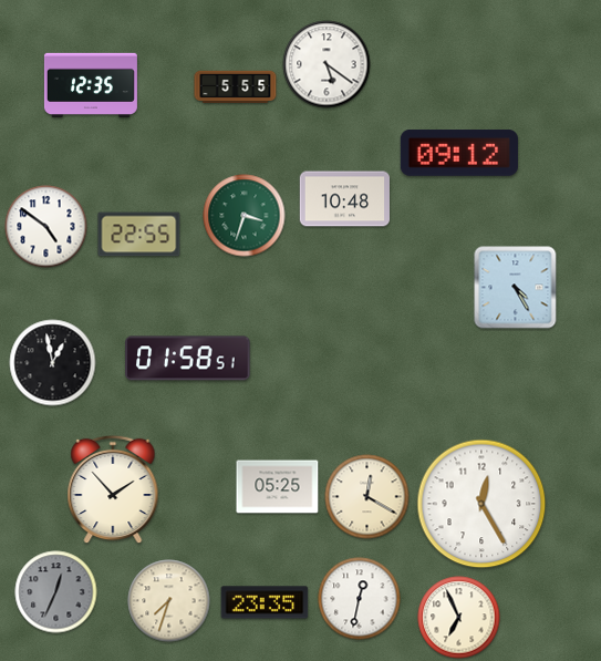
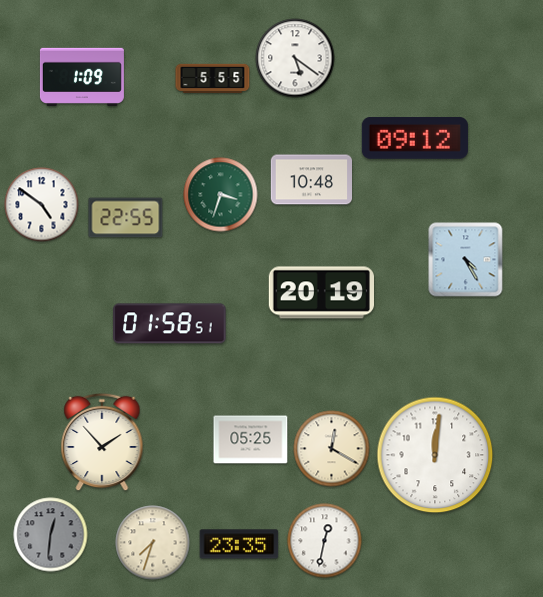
clock at (91, 84): 12:35 -> 1:09
clock at (139, 235) position: (139, 235) -> (126, 218)
clock at (321, 293): none -> 20:19
clock at (53, 363): 12:58 -> none
clock at (481, 504): 12:25 -> 12:01
clock at (56, 592): 12:34 -> 12:31
clock at (459, 618): 6:56 -> none
